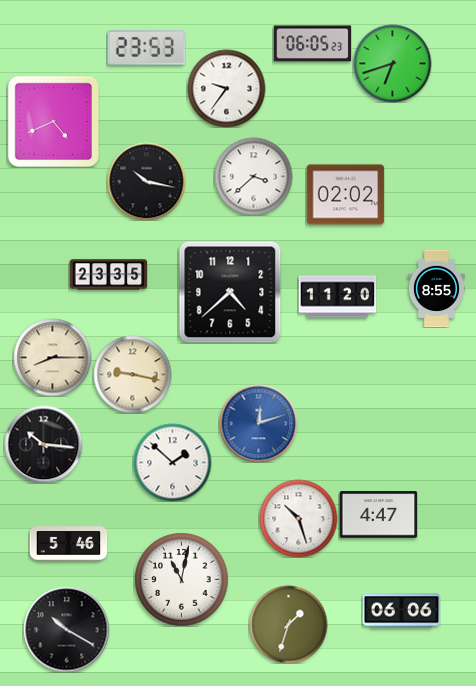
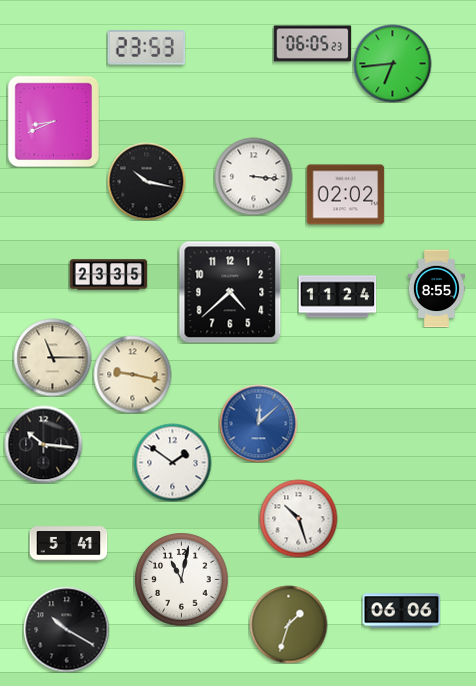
clock at (392, 63): 6:42 -> 6:44
clock at (226, 88): 9:36 -> none
clock at (53, 121): 4:41 -> 8:41
clock at (253, 176): 3:38 -> 3:16
clock at (337, 297): 11:20 -> 11:24
clock at (52, 357): 8:15 -> 11:15
clock at (258, 423): 12:12 -> 12:08
clock at (172, 462): 1:52 -> 1:51
clock at (378, 515): 4:47 -> none
clock at (68, 544): 5:46 -> 5:41
